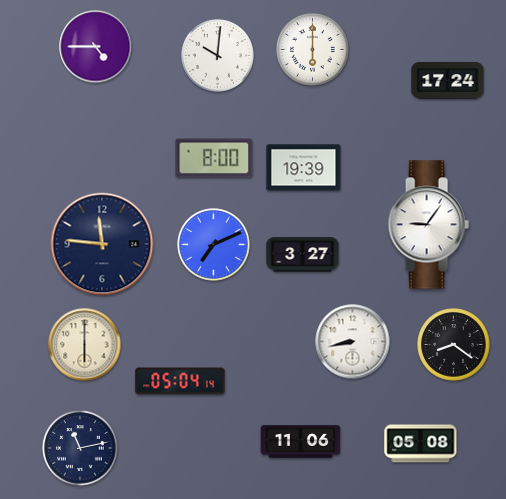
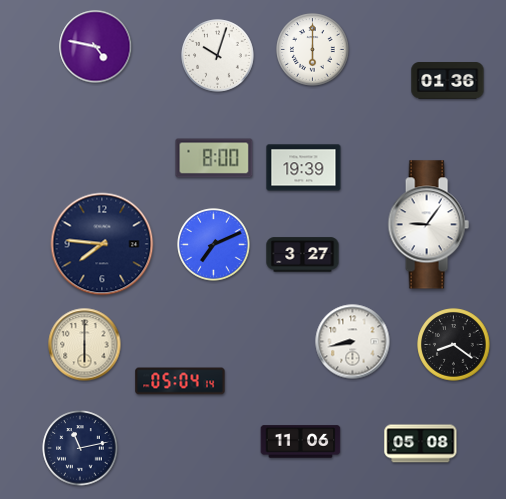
clock at (96, 47): 4:45 -> 4:47
clock at (218, 56): 10:01 -> 10:03
clock at (448, 81): 17:24 -> 01:36
clock at (102, 244): 11:46 -> 7:46
